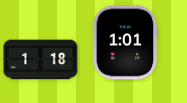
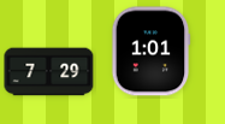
clock at (41, 60): 1:18 -> 7:29
